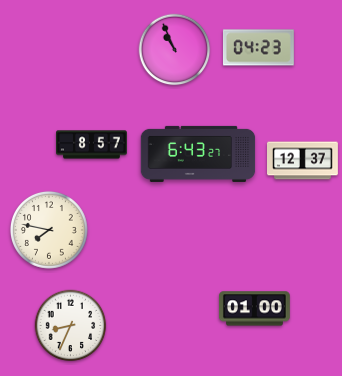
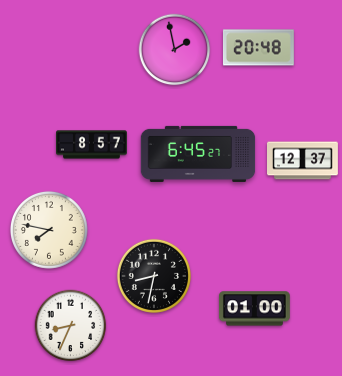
clock at (258, 48): 04:23 -> 20:48
clock at (175, 50): 10:56 -> 1:58
clock at (198, 154): 6:43 -> 6:45
clock at (154, 276): none -> 8:32
